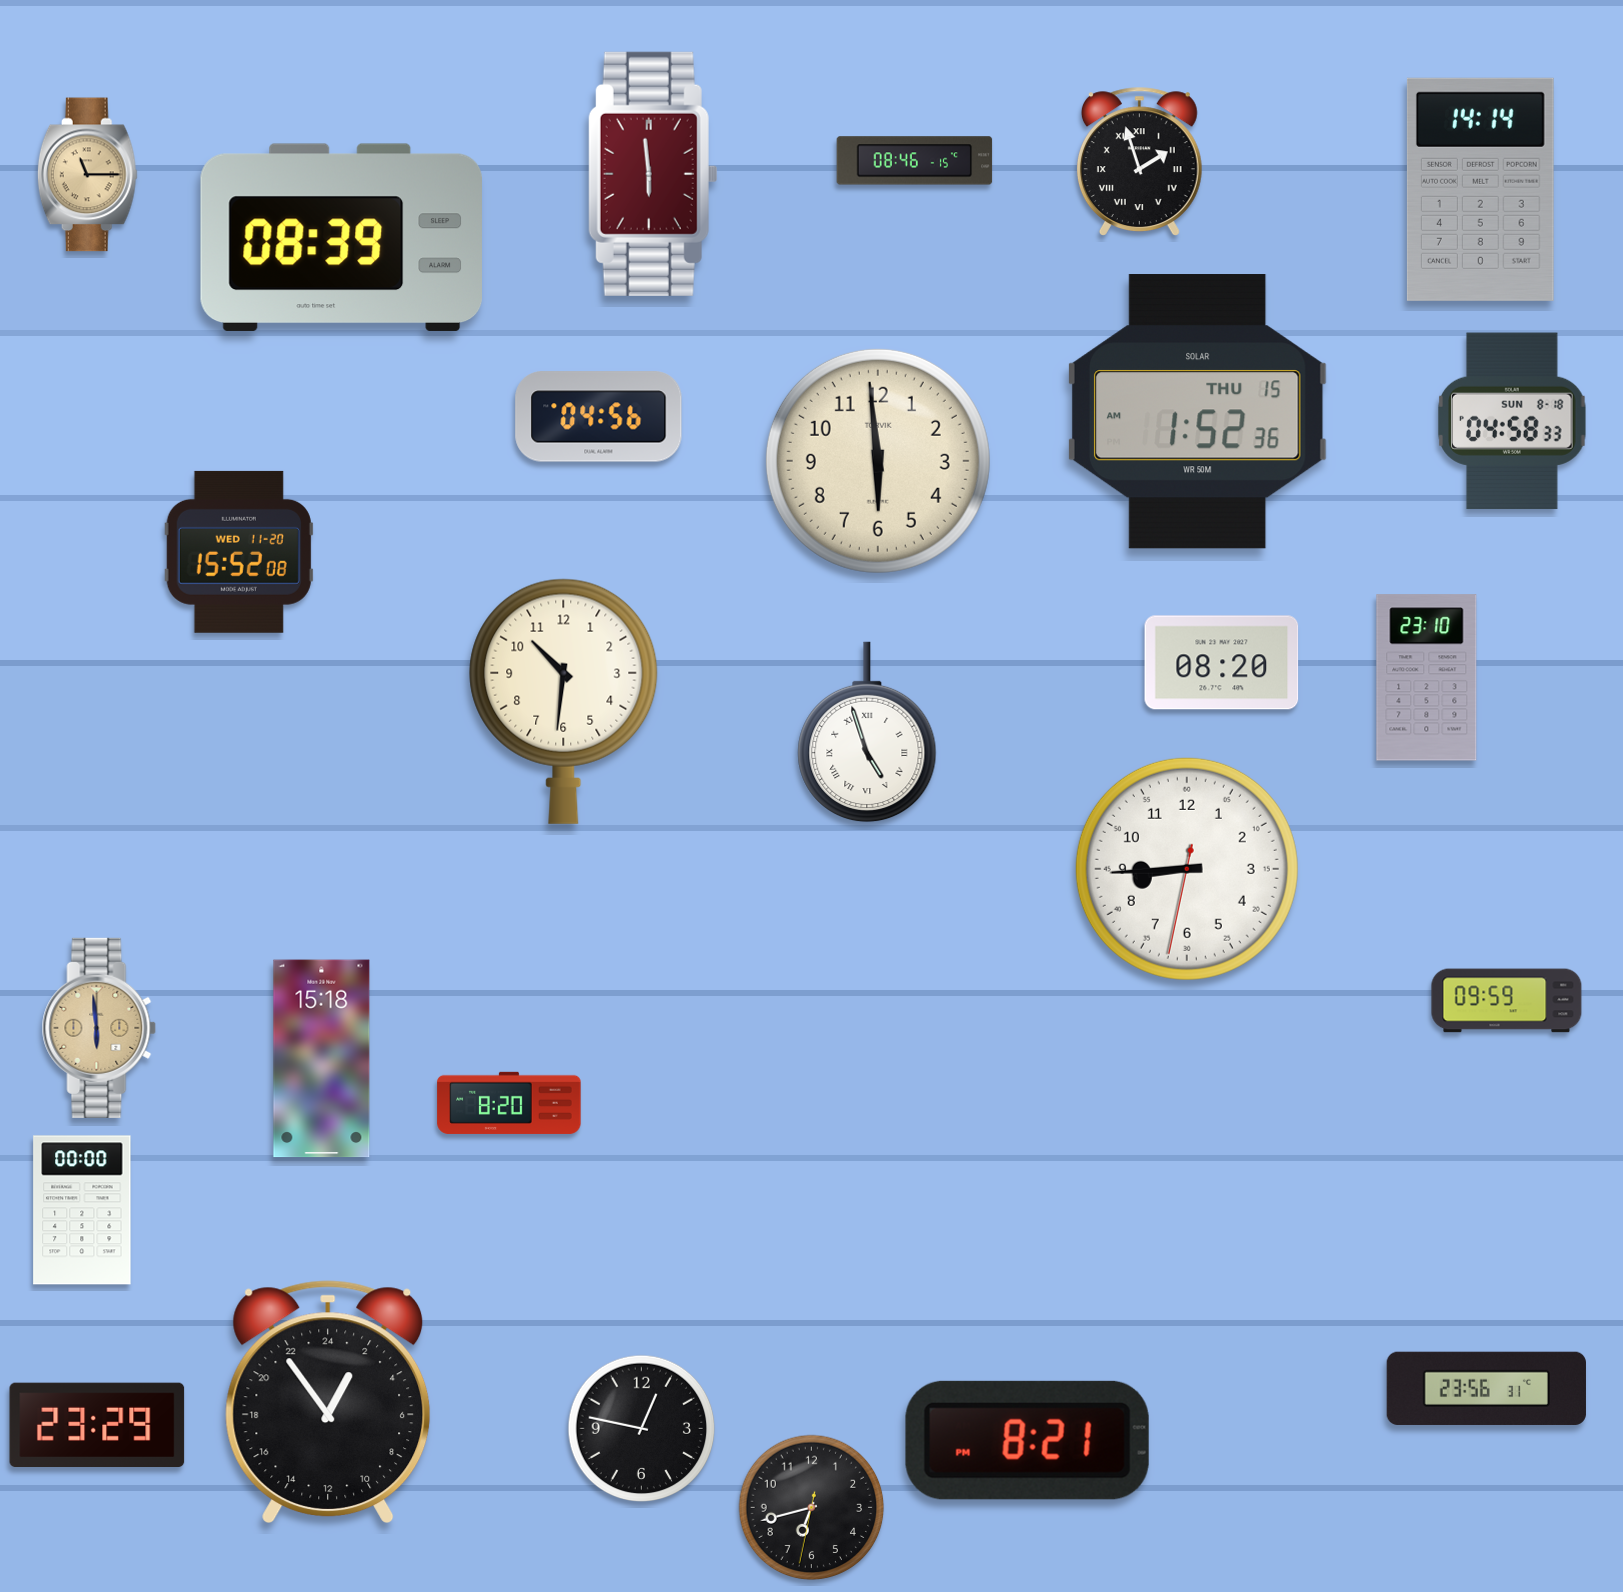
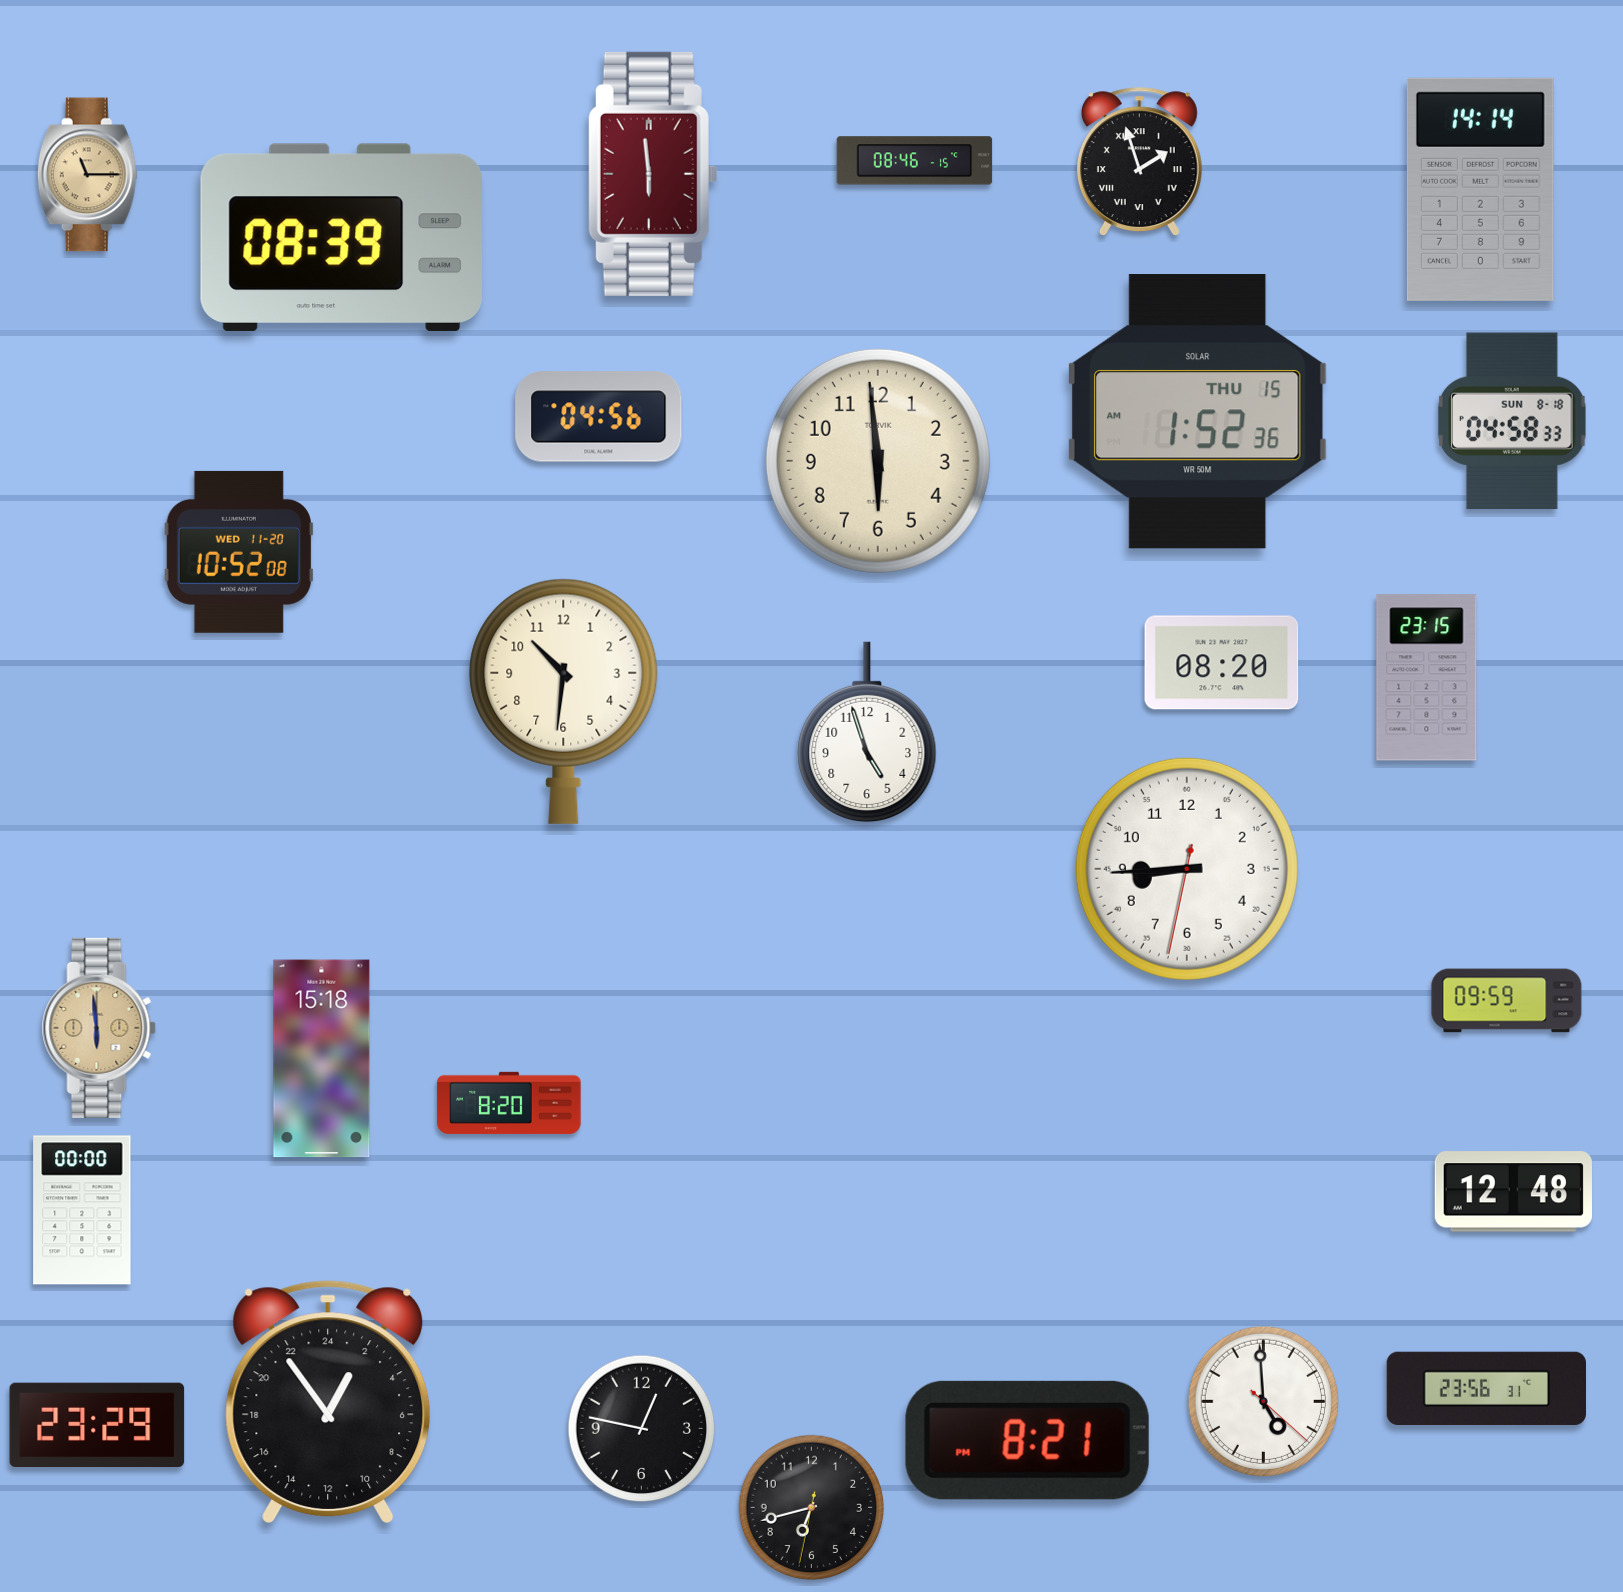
clock at (239, 552): 15:52 -> 10:52
clock at (1427, 678): 23:10 -> 23:15
clock at (867, 732) numerals: Roman -> Arabic
clock at (1513, 1192): none -> 12:48
clock at (1263, 1401): none -> 4:59
